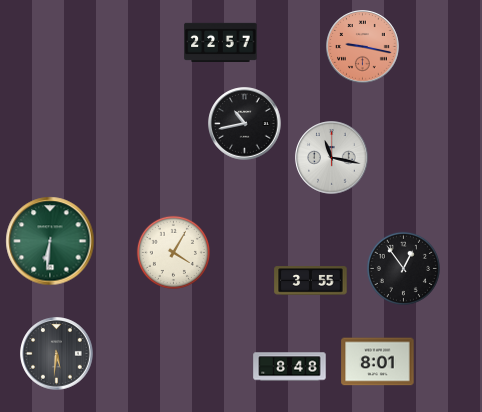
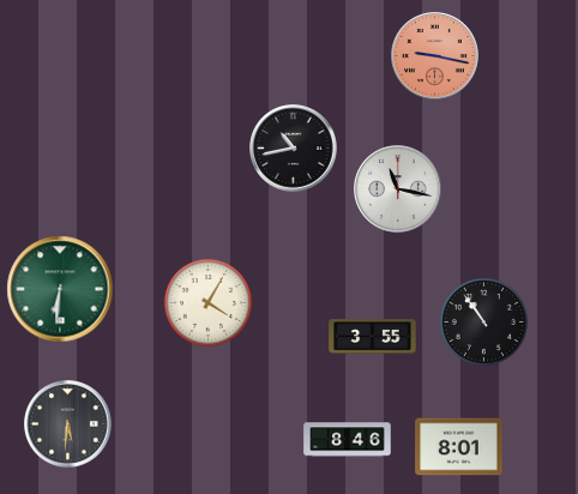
clock at (221, 42): 22:57 -> none
clock at (403, 268): 12:54 -> 10:54
clock at (378, 362) position: (378, 362) -> (459, 447)
clock at (290, 367): 8:48 -> 8:46
